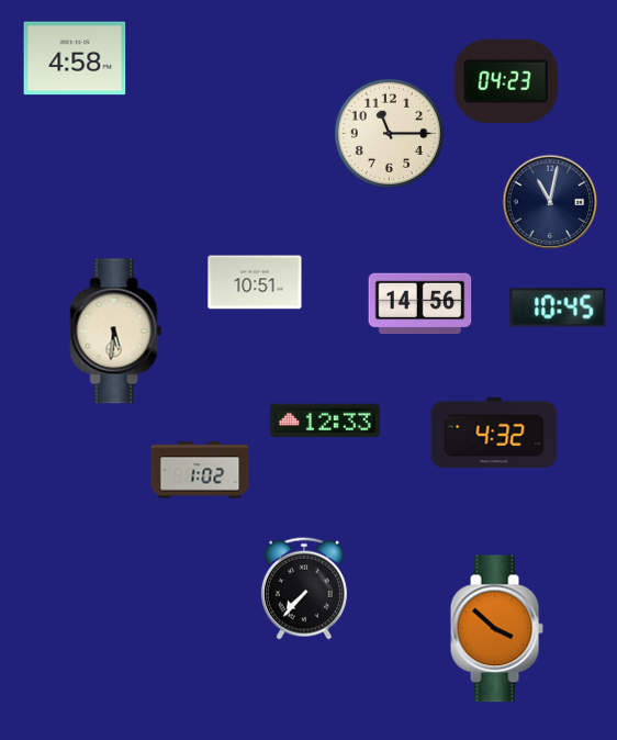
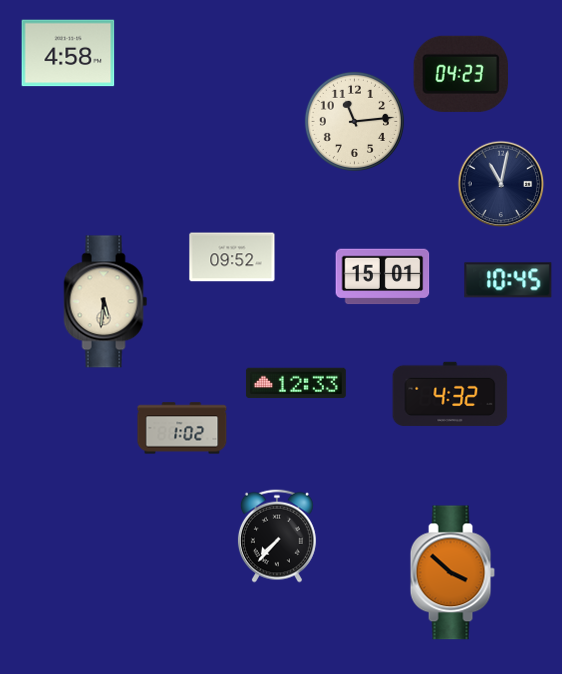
clock at (389, 133): 11:15 -> 11:14
clock at (255, 282): 10:51 -> 09:52
clock at (420, 304): 14:56 -> 15:01
